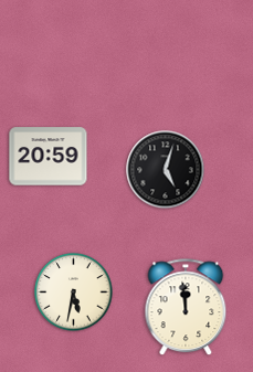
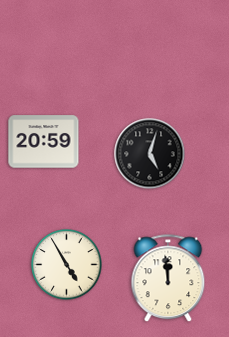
clock at (74, 293): 5:32 -> 4:55
